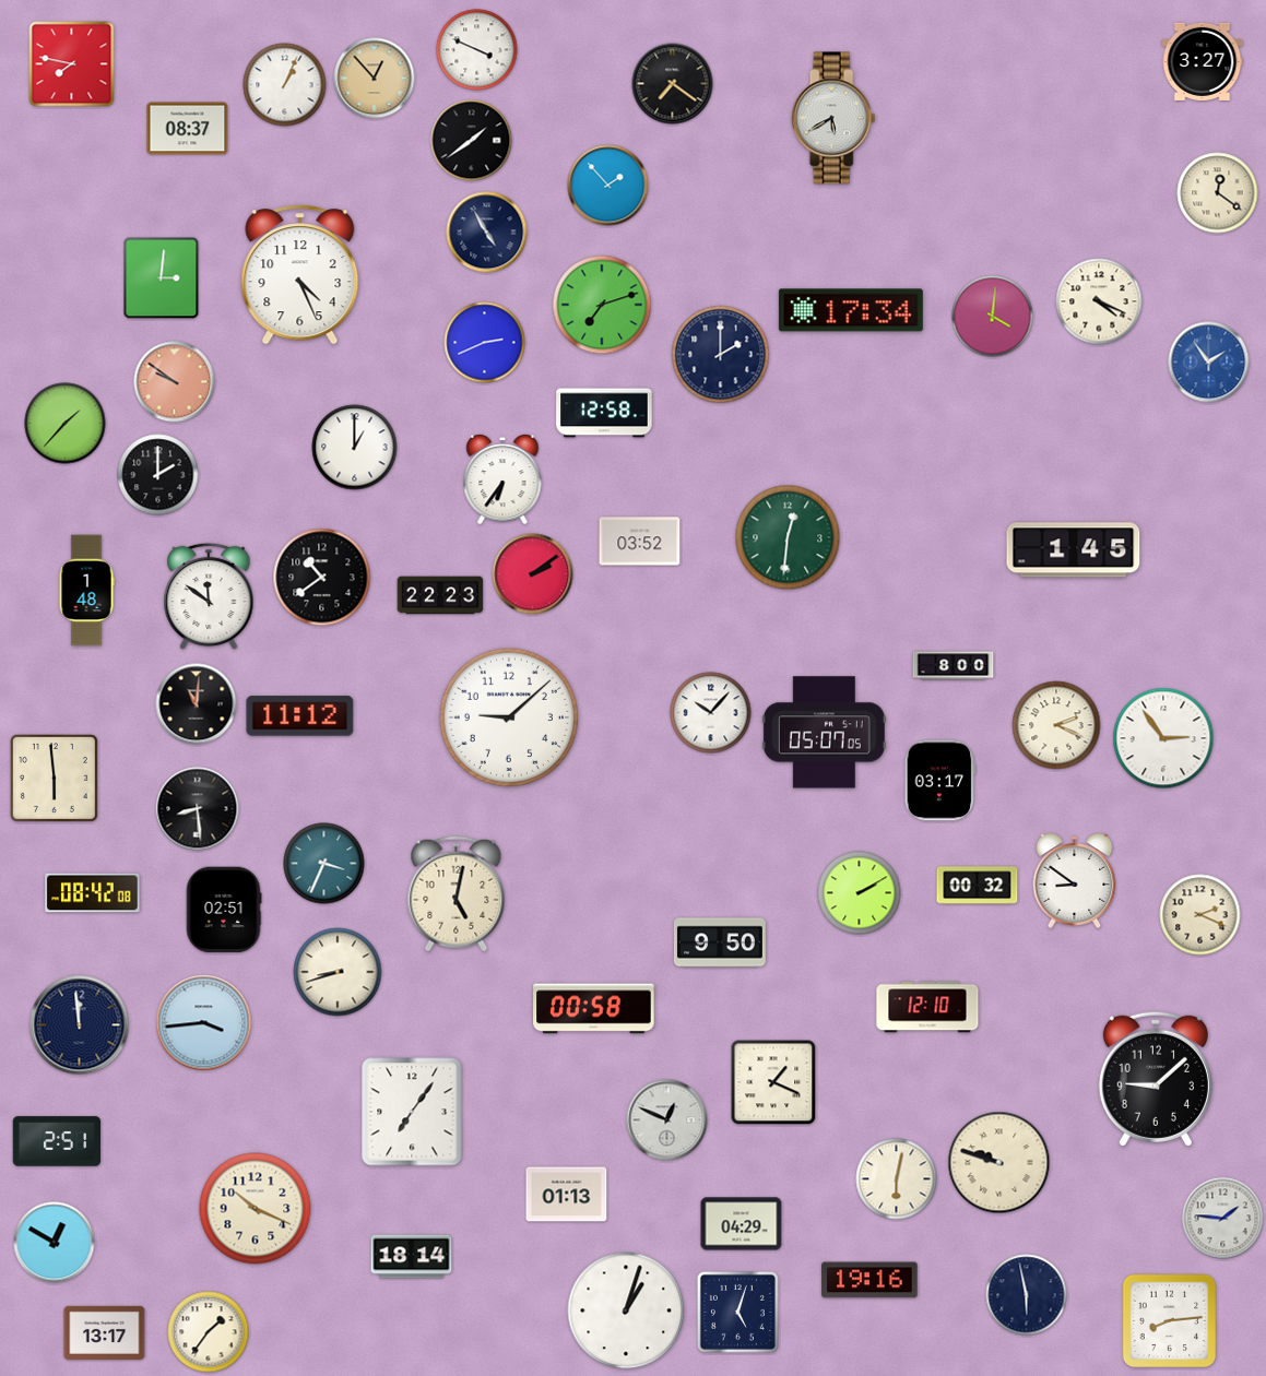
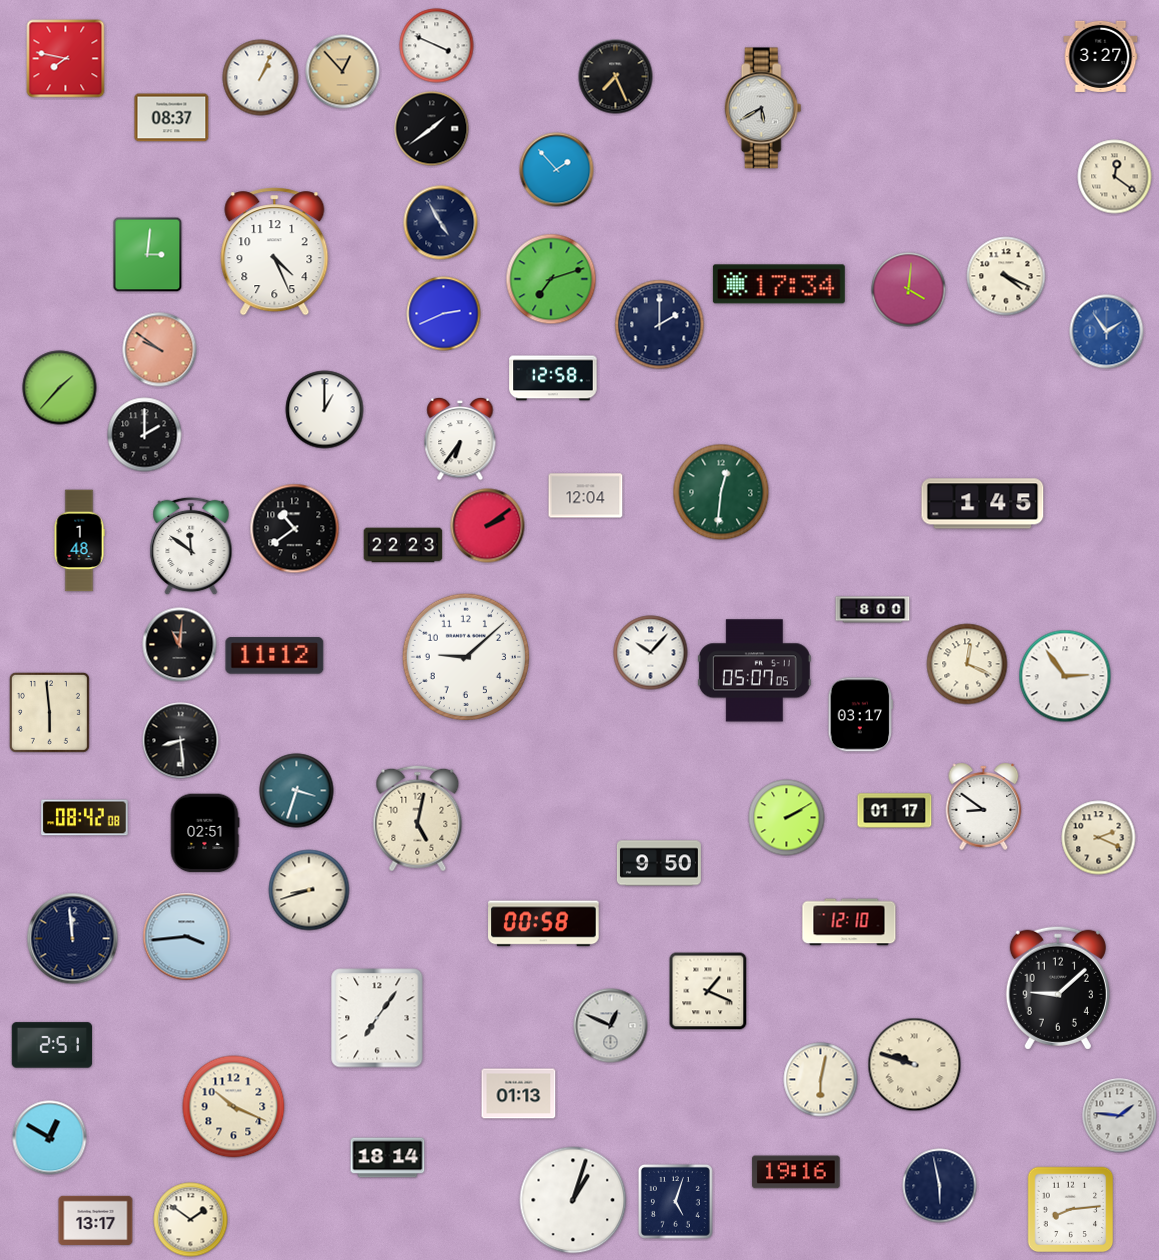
clock at (673, 84): 7:21 -> 7:26
clock at (487, 233) position: (487, 233) -> (441, 223)
clock at (640, 542): 03:52 -> 12:04
clock at (1056, 725): 2:19 -> 12:19
clock at (324, 864): 3:34 -> 3:33
clock at (978, 886): 00:32 -> 01:17
clock at (742, 1224): 04:29 -> none
clock at (412, 1257) position: (412, 1257) -> (388, 1158)
clock at (209, 1332): 1:36 -> 1:51
